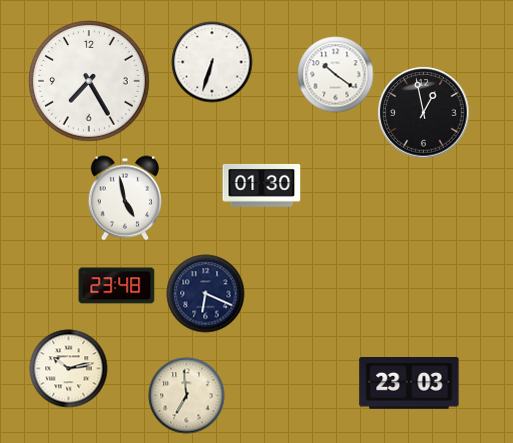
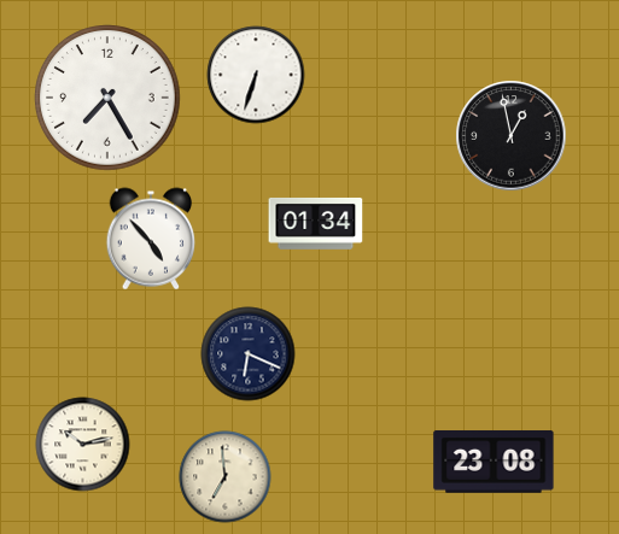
clock at (336, 75): 10:21 -> none
clock at (262, 185): 01:30 -> 01:34
clock at (124, 198): 4:58 -> 4:53
clock at (117, 286): 23:48 -> none
clock at (409, 384): 23:03 -> 23:08
